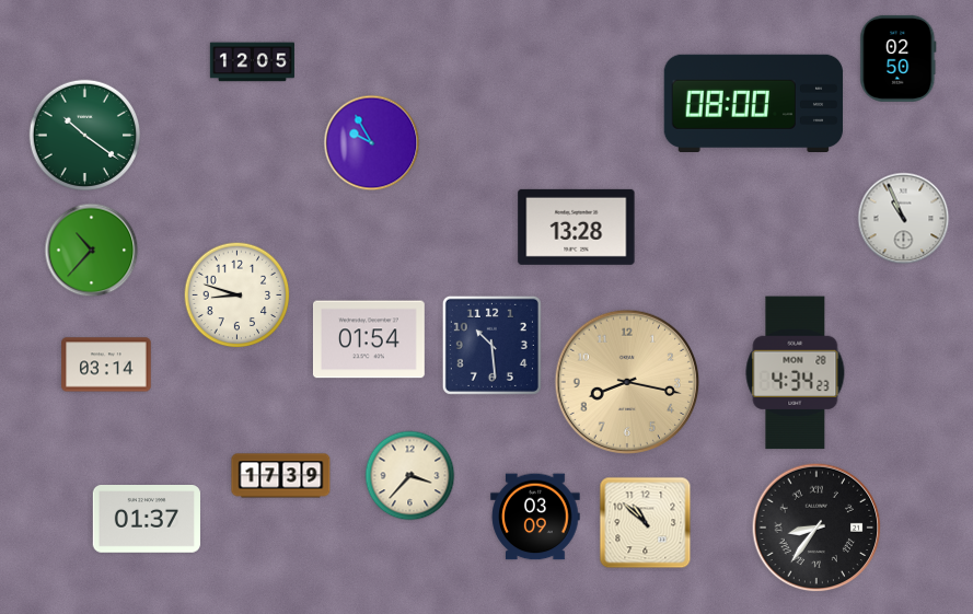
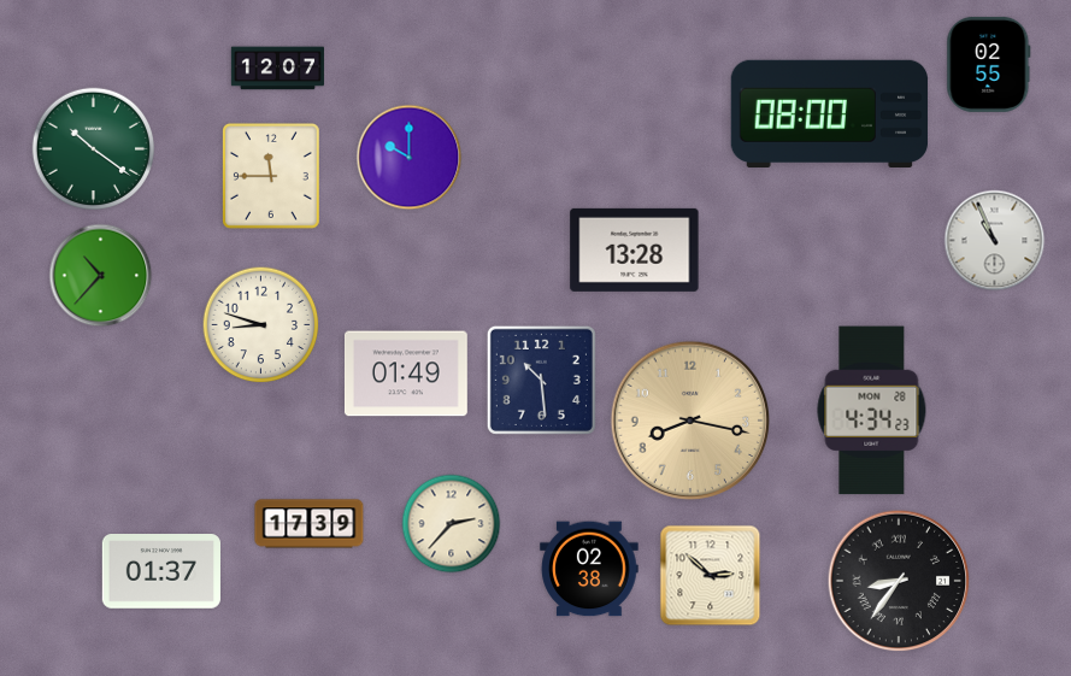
clock at (899, 58): 02:50 -> 02:55
clock at (252, 62): 12:05 -> 12:07
clock at (372, 143): 9:55 -> 10:00
clock at (271, 176): none -> 11:45
clock at (369, 339): 01:54 -> 01:49
clock at (106, 364): 03:14 -> none
clock at (796, 373) position: (796, 373) -> (872, 411)
clock at (410, 476): 3:37 -> 2:37
clock at (535, 517): 03:09 -> 02:38
clock at (646, 523): 10:52 -> 2:52
